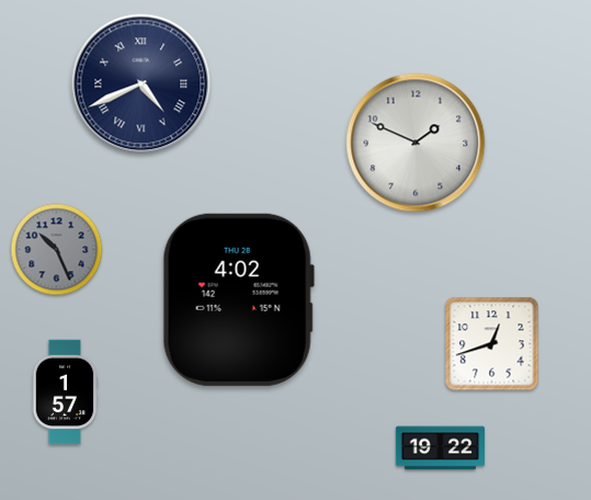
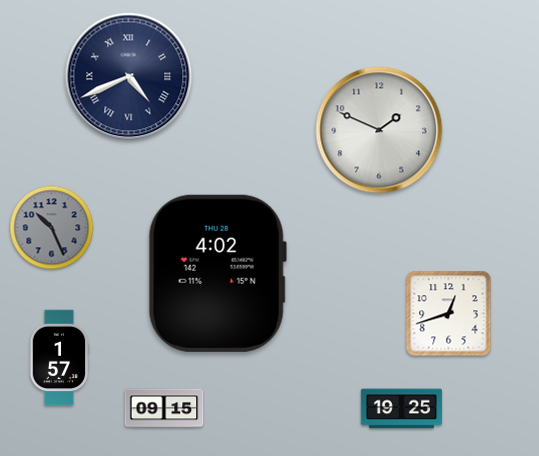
clock at (164, 408): none -> 09:15
clock at (441, 448): 19:22 -> 19:25
